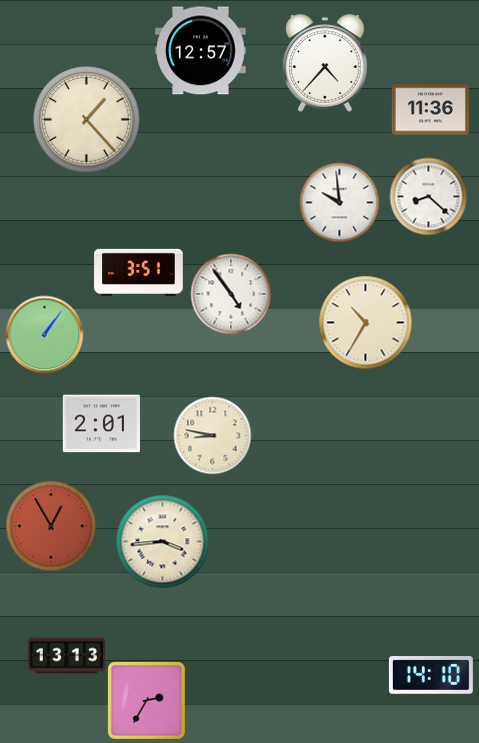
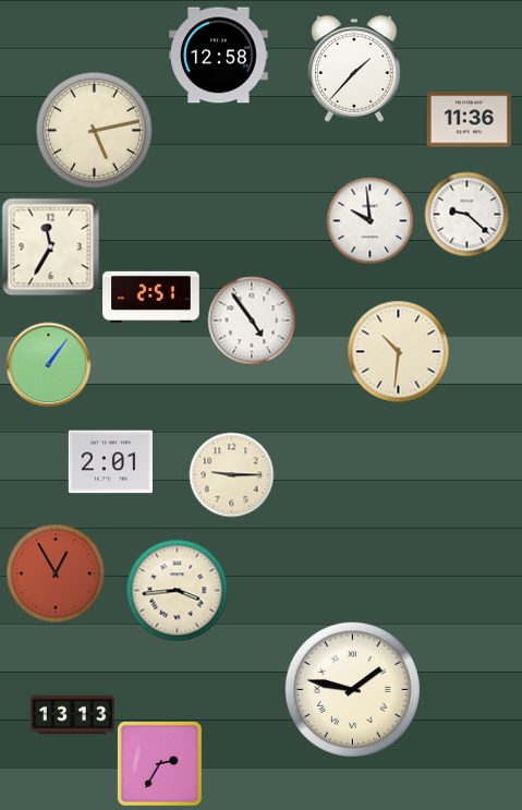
clock at (201, 51): 12:57 -> 12:58
clock at (325, 63): 4:37 -> 1:37
clock at (87, 120): 1:23 -> 5:13
clock at (428, 196): 8:22 -> 9:22
clock at (50, 246): none -> 11:35
clock at (139, 272): 3:51 -> 2:51
clock at (365, 322): 10:35 -> 10:31
clock at (212, 435): 8:47 -> 9:15
clock at (352, 689): none -> 1:47
clock at (431, 675): 14:10 -> none
